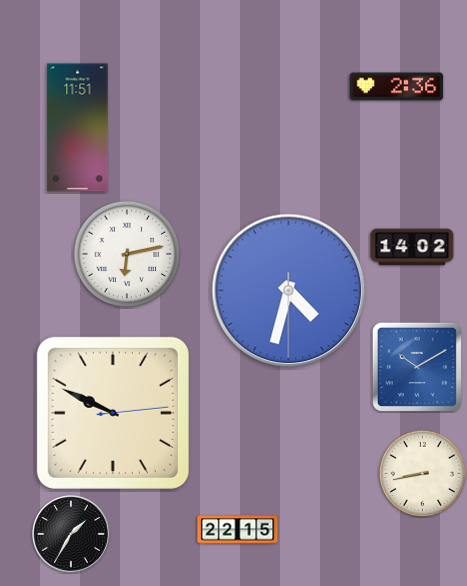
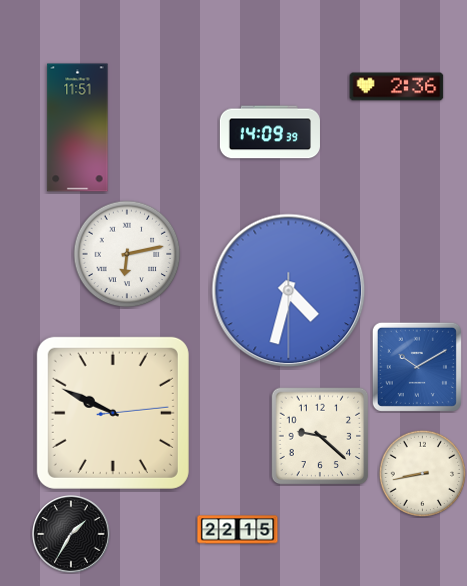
clock at (270, 132): none -> 14:09
clock at (412, 247): 14:02 -> none
clock at (320, 436): none -> 9:22
